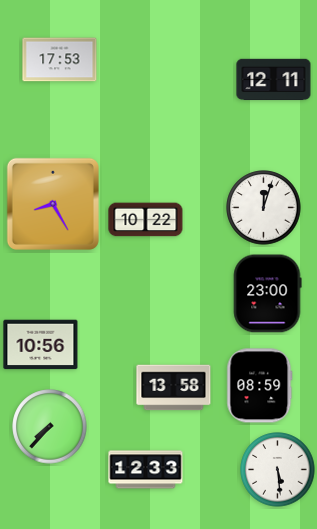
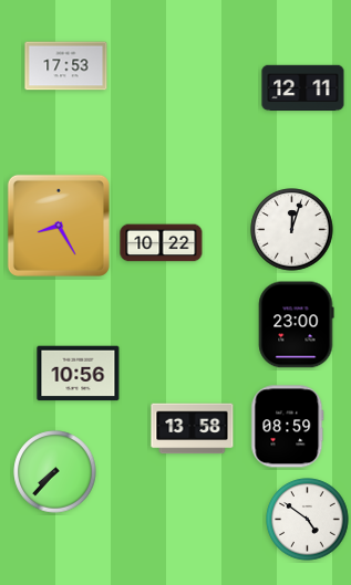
clock at (41, 345) position: (41, 345) -> (79, 374)
clock at (146, 470): 12:33 -> none
clock at (278, 470): 5:29 -> 4:51
